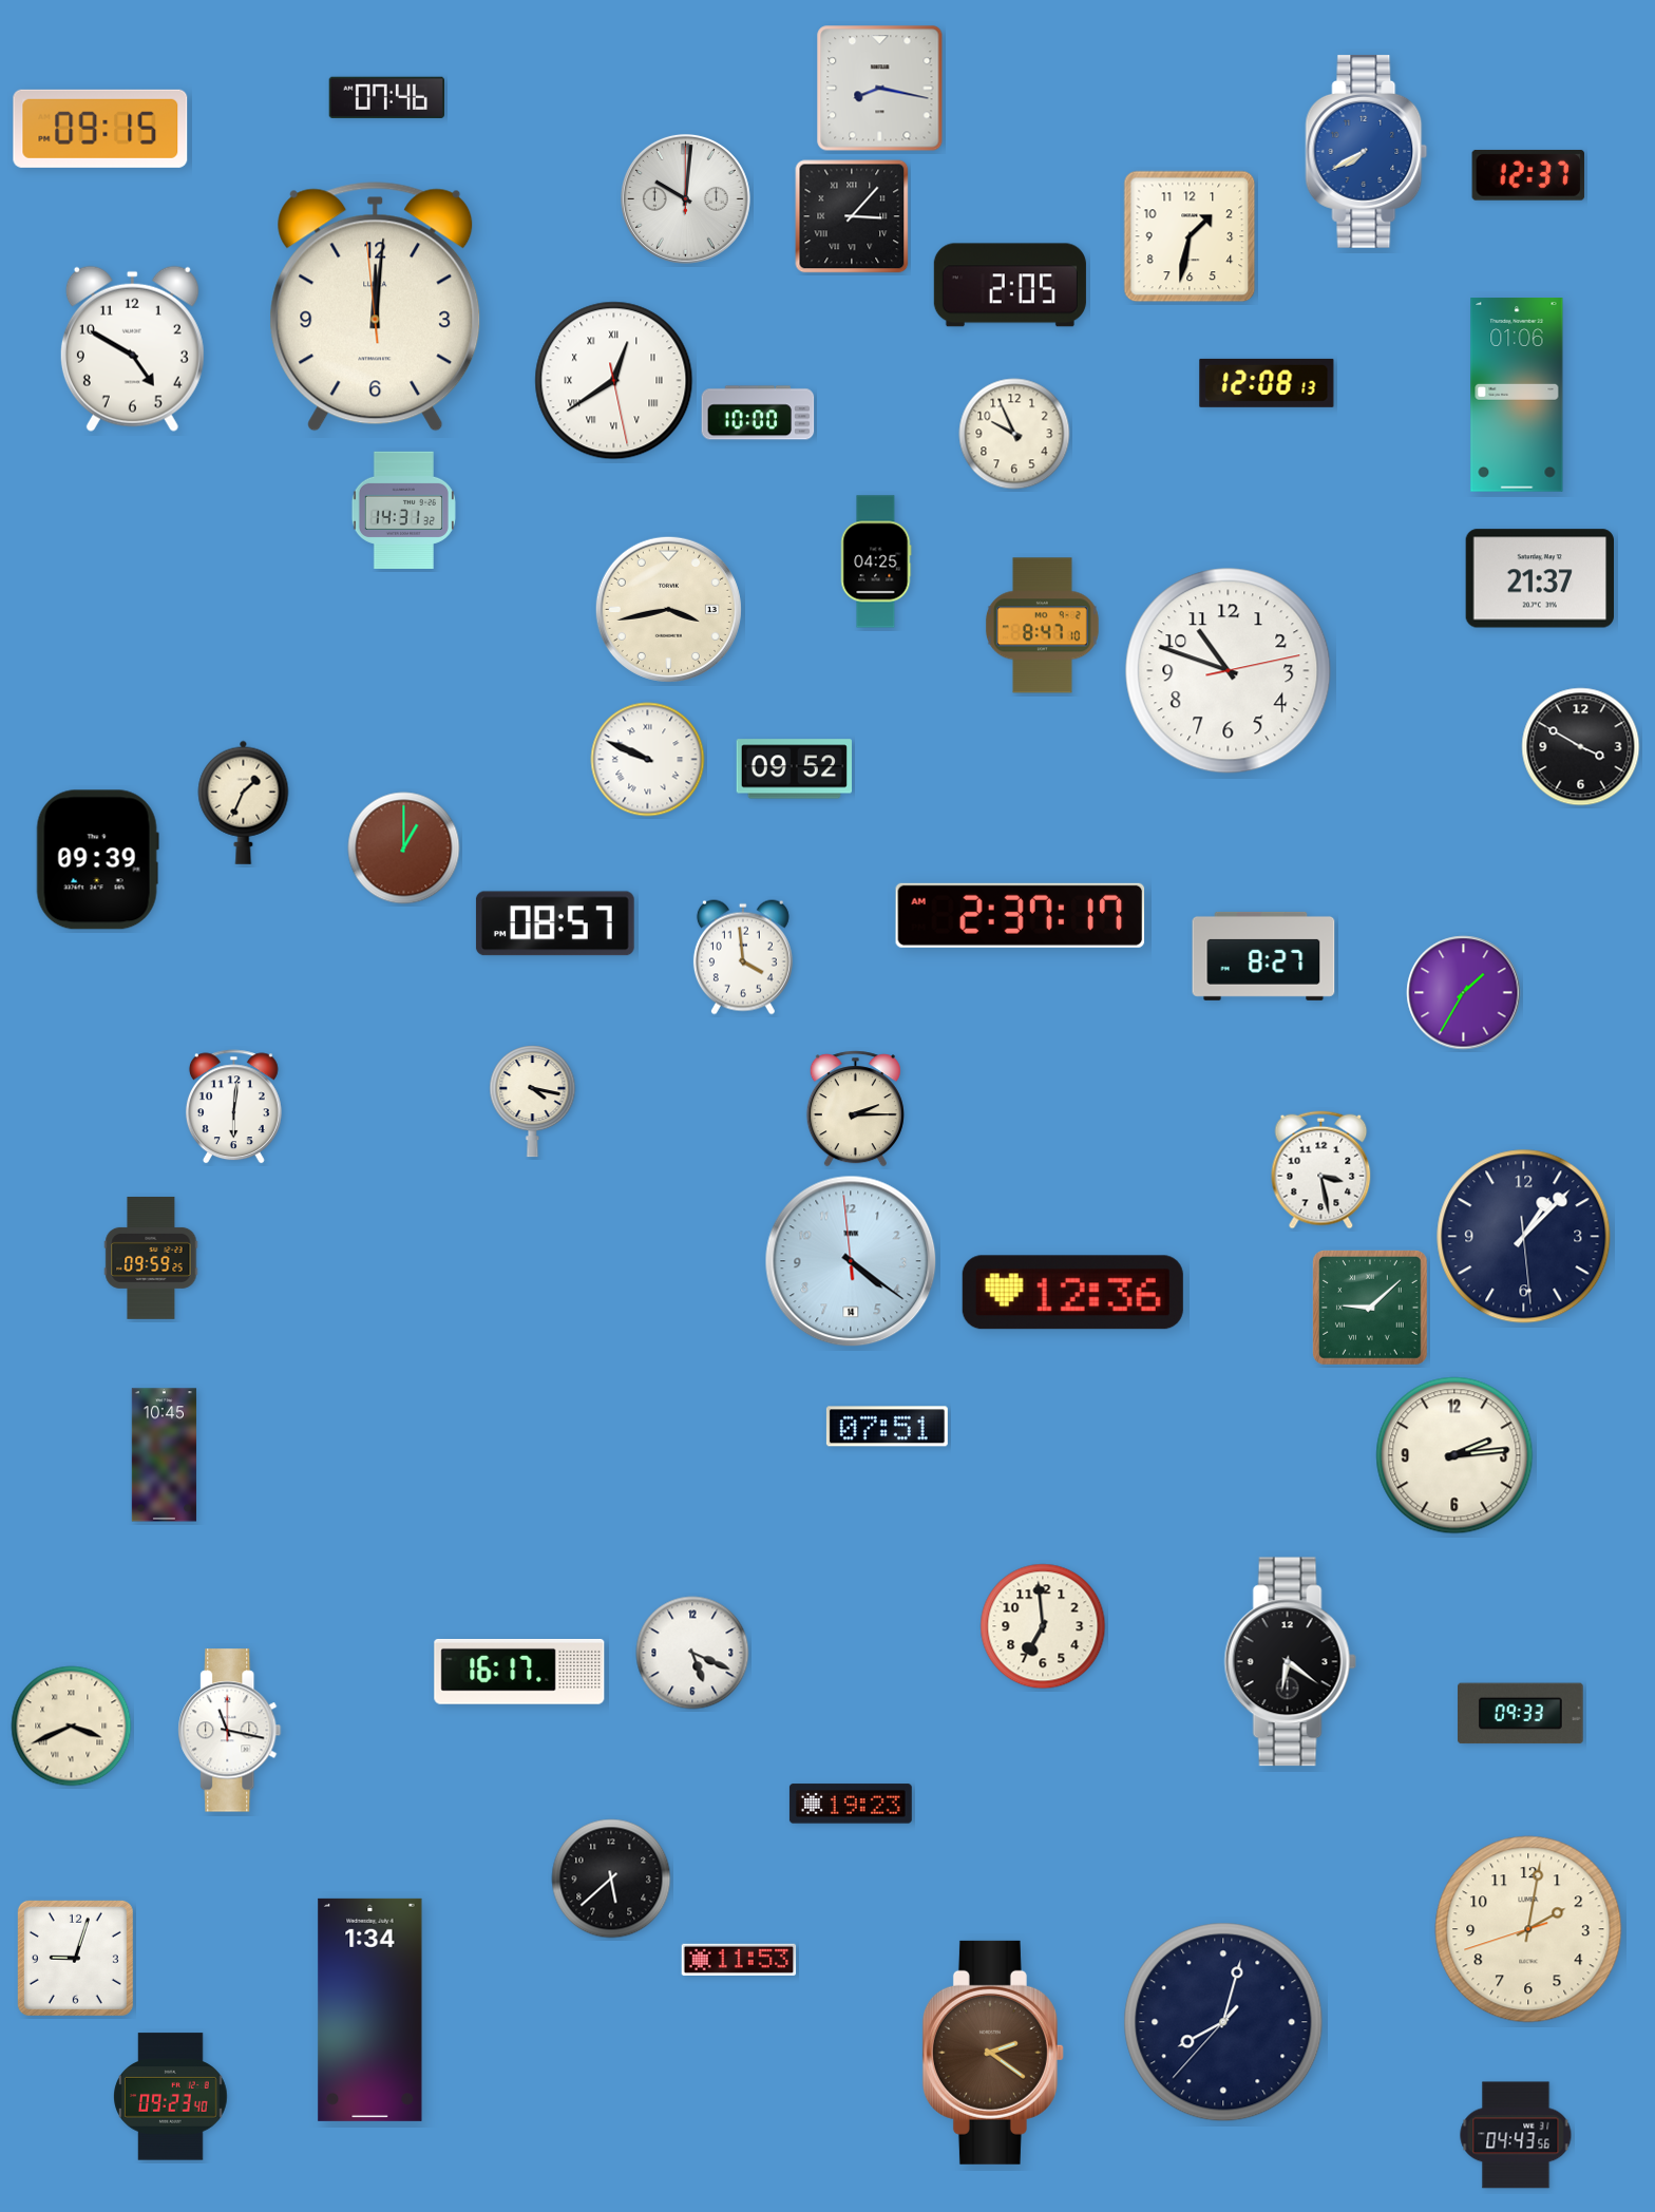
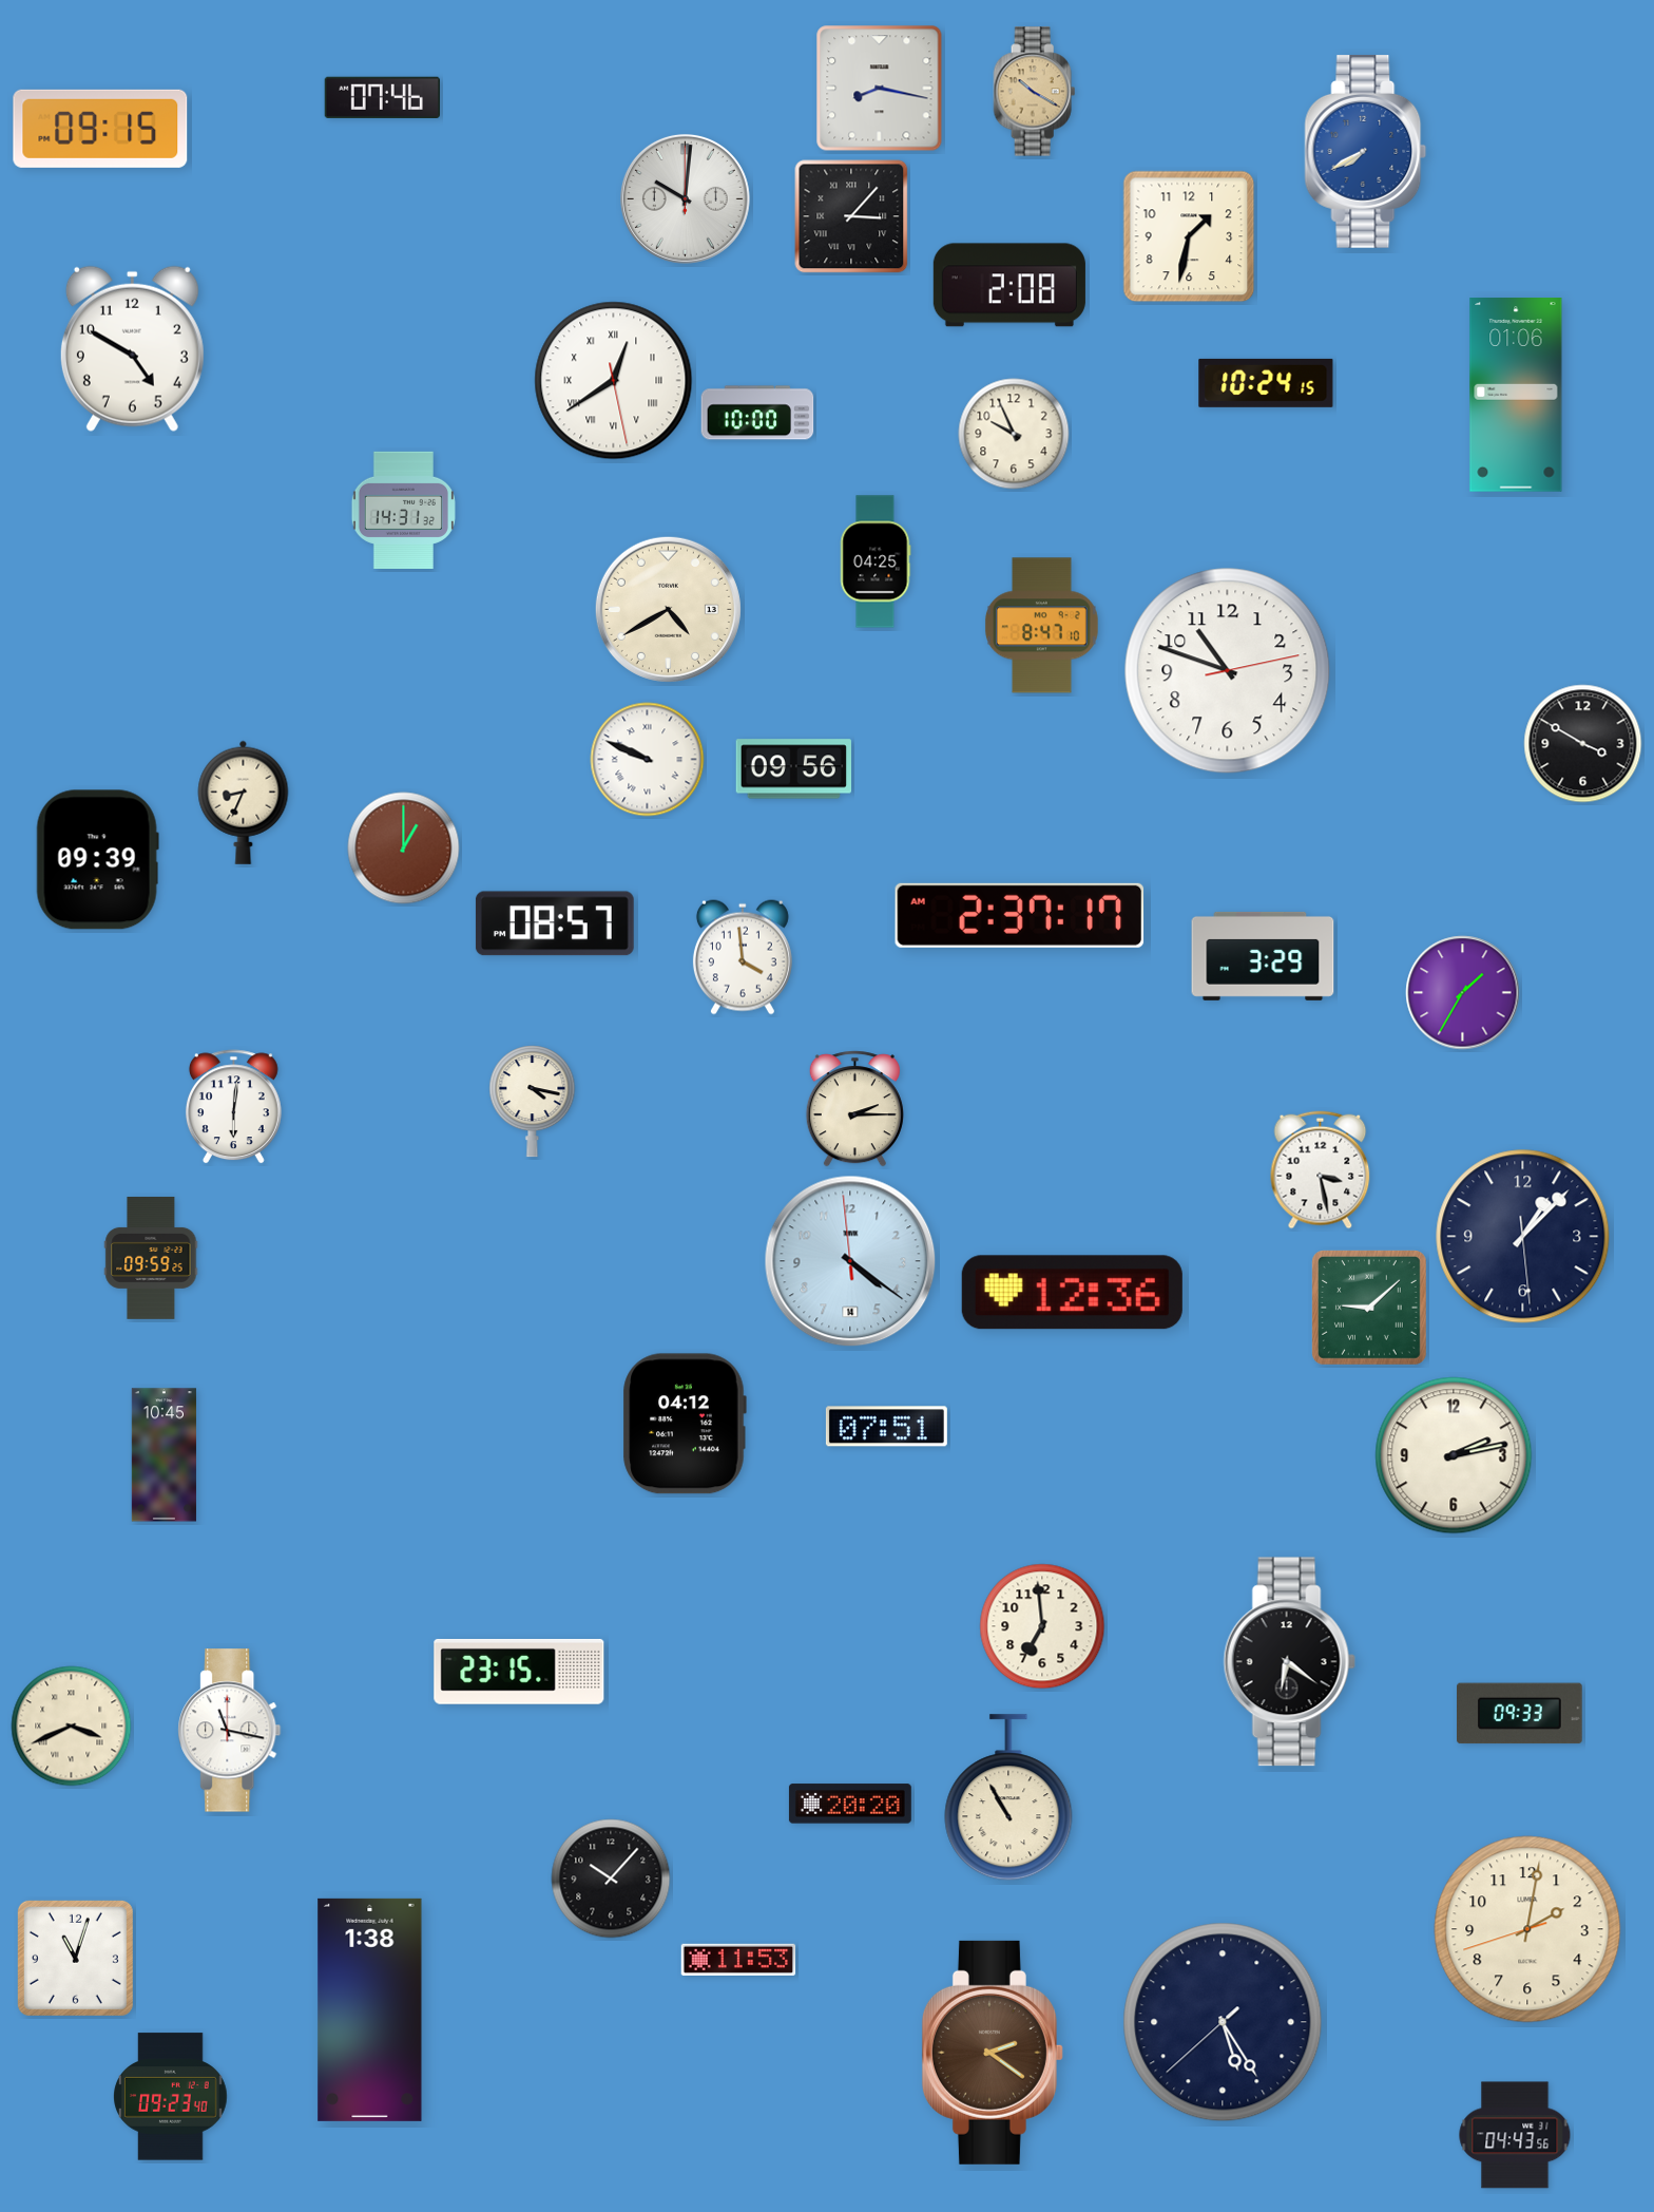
clock at (1035, 92): none -> 10:20
clock at (386, 97) position: (386, 97) -> (382, 97)
clock at (1528, 175): 12:37 -> none
clock at (1010, 285): 2:05 -> 2:08
clock at (376, 307): 12:00 -> none
clock at (1267, 383): 12:08 -> 10:24
clock at (1539, 578): 21:37 -> none
clock at (668, 609): 3:43 -> 4:40
clock at (1581, 747) position: (1581, 747) -> (1583, 744)
clock at (794, 769): 09:52 -> 09:56
clock at (244, 802): 1:34 -> 8:34
clock at (1263, 956): 8:27 -> 3:29
clock at (685, 1424): none -> 04:12
clock at (1454, 1455): 2:14 -> 2:13
clock at (692, 1653): 5:19 -> none
clock at (519, 1672): 16:17 -> 23:15
clock at (1008, 1798): none -> 10:55
clock at (851, 1804): 19:23 -> 20:20
clock at (611, 1879): 5:38 -> 10:07
clock at (75, 1958): 9:03 -> 11:03
clock at (370, 2009): 1:34 -> 1:38
clock at (1223, 2022): 8:02 -> 5:24
